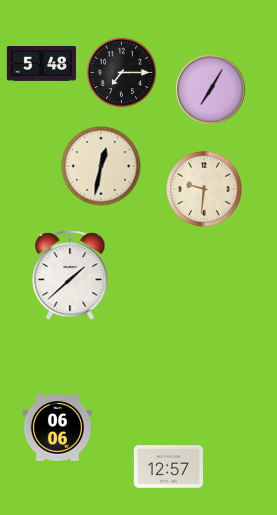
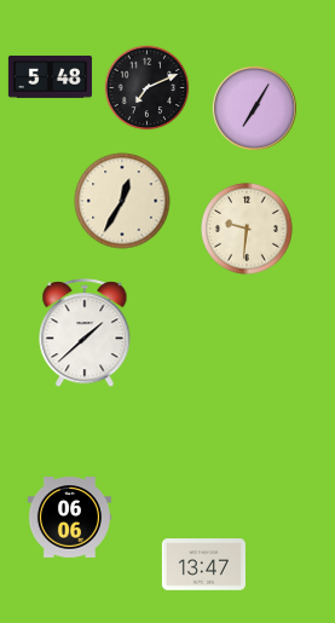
clock at (122, 73): 7:15 -> 7:11
clock at (101, 166): 12:32 -> 12:35
clock at (168, 467): 12:57 -> 13:47
